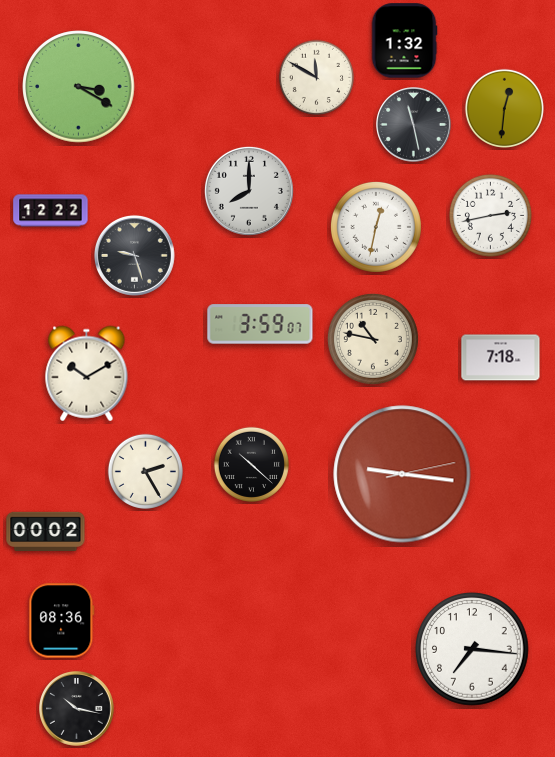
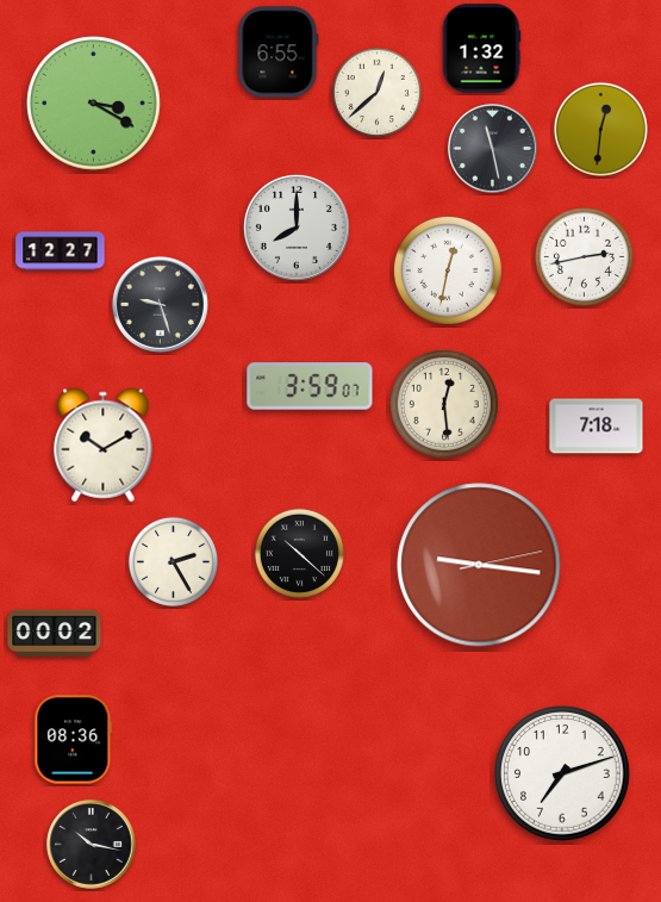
clock at (279, 52): none -> 6:55
clock at (316, 77): 11:50 -> 12:38
clock at (51, 211): 12:22 -> 12:27
clock at (373, 339): 10:47 -> 12:29
clock at (472, 649): 7:16 -> 7:12
